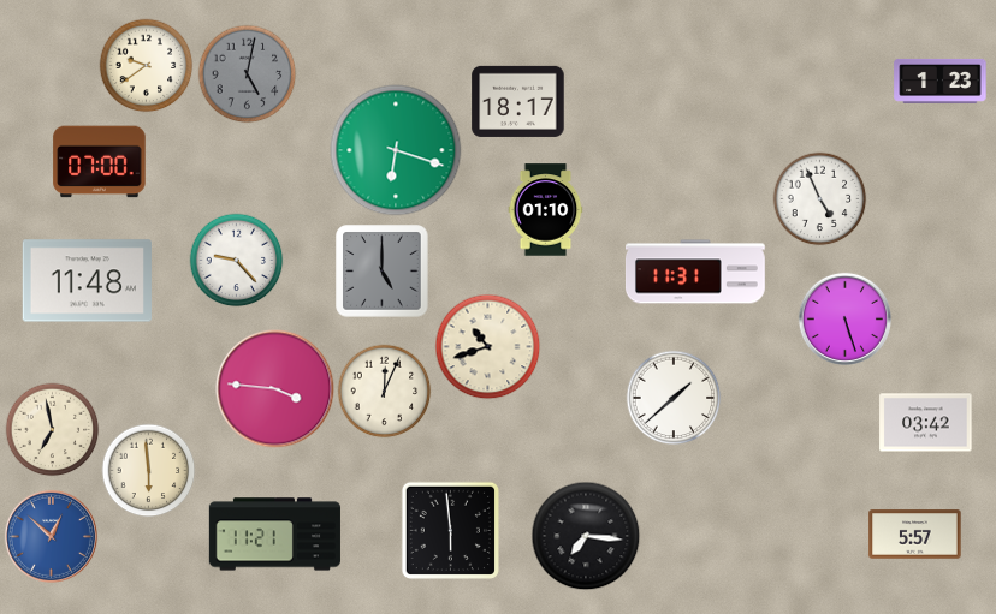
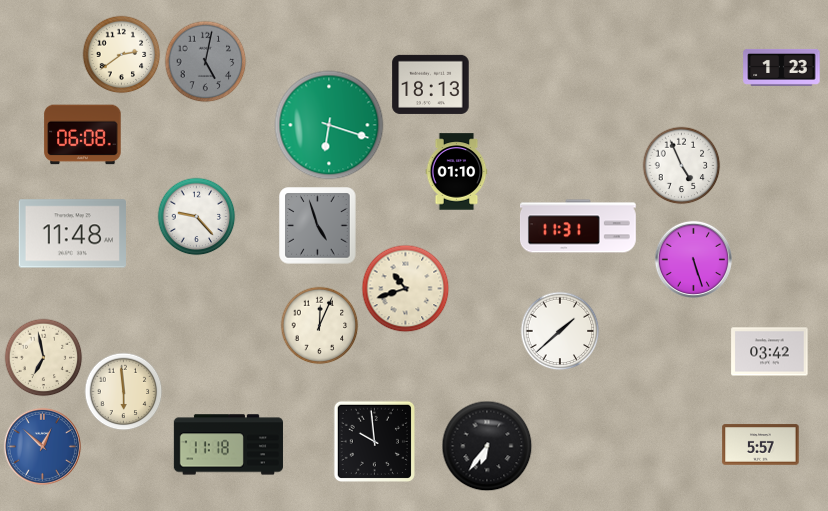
clock at (146, 65): 9:39 -> 2:39
clock at (518, 101): 18:17 -> 18:13
clock at (100, 162): 07:00 -> 06:08
clock at (546, 210) position: (546, 210) -> (457, 172)
clock at (383, 272): 5:00 -> 4:57
clock at (844, 318) position: (844, 318) -> (693, 259)
clock at (275, 389): 3:46 -> none
clock at (450, 530): 5:59 -> 9:59
clock at (274, 535): 11:21 -> 11:18
clock at (586, 536): 7:16 -> 6:36
